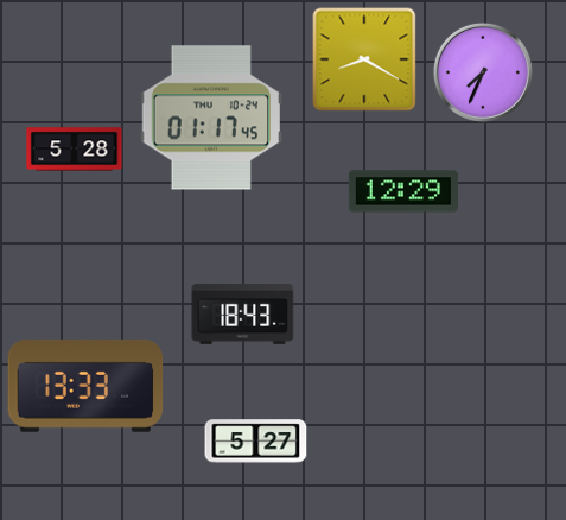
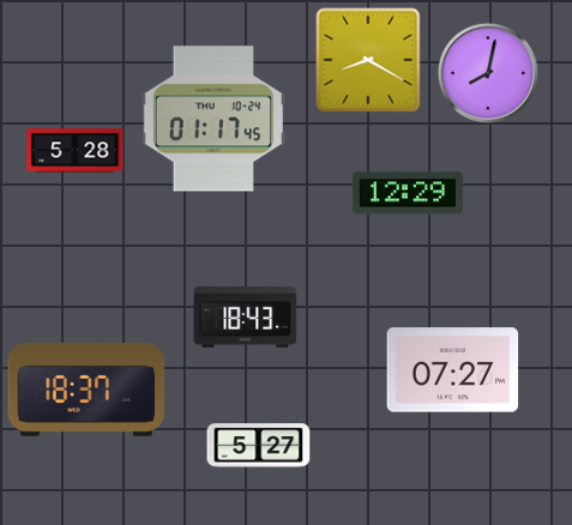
clock at (483, 72): 7:34 -> 8:02
clock at (453, 370): none -> 07:27
clock at (85, 386): 13:33 -> 18:37
